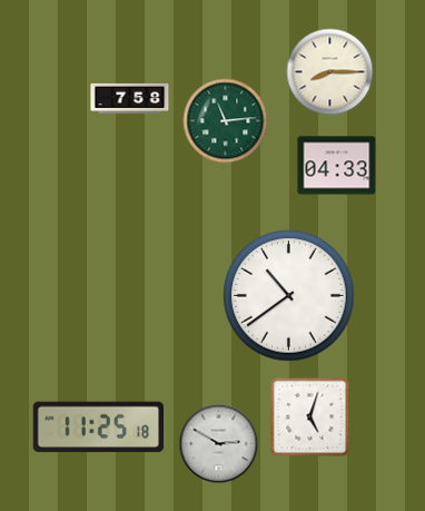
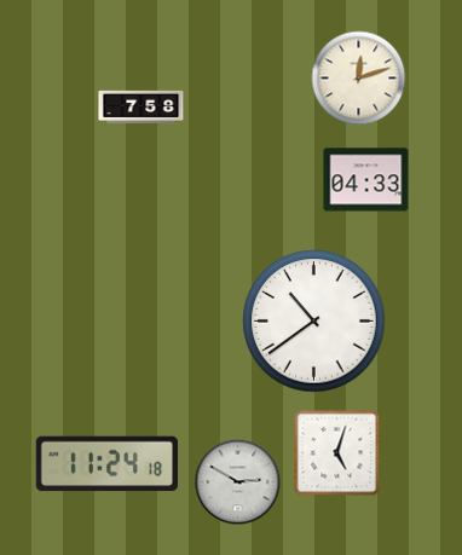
clock at (330, 72): 8:15 -> 12:12
clock at (226, 121): 11:14 -> none
clock at (98, 428): 11:25 -> 11:24
